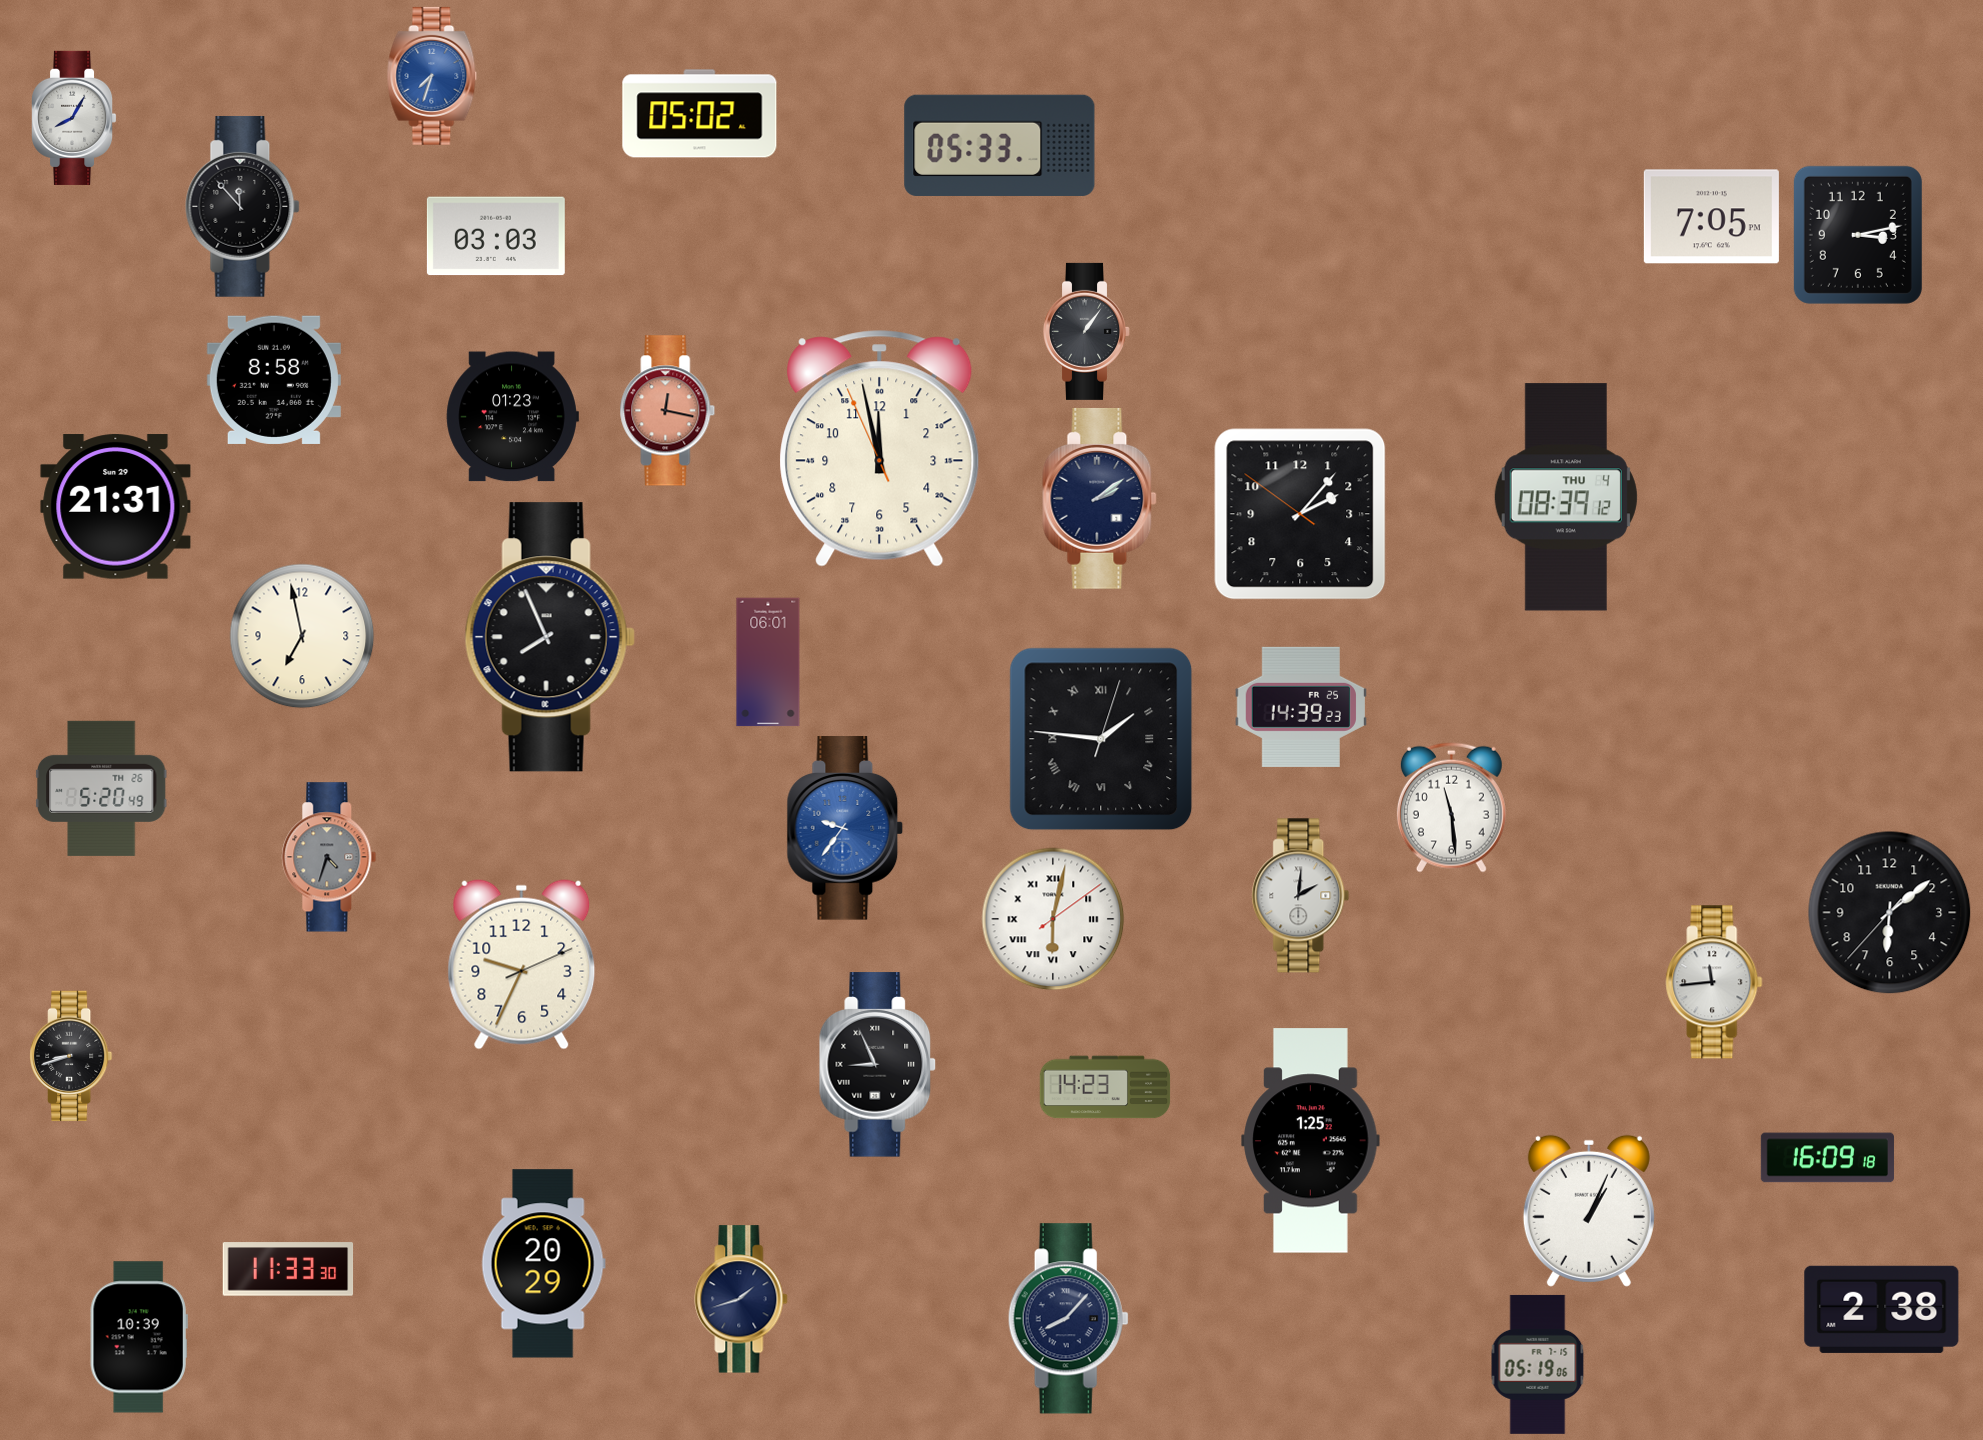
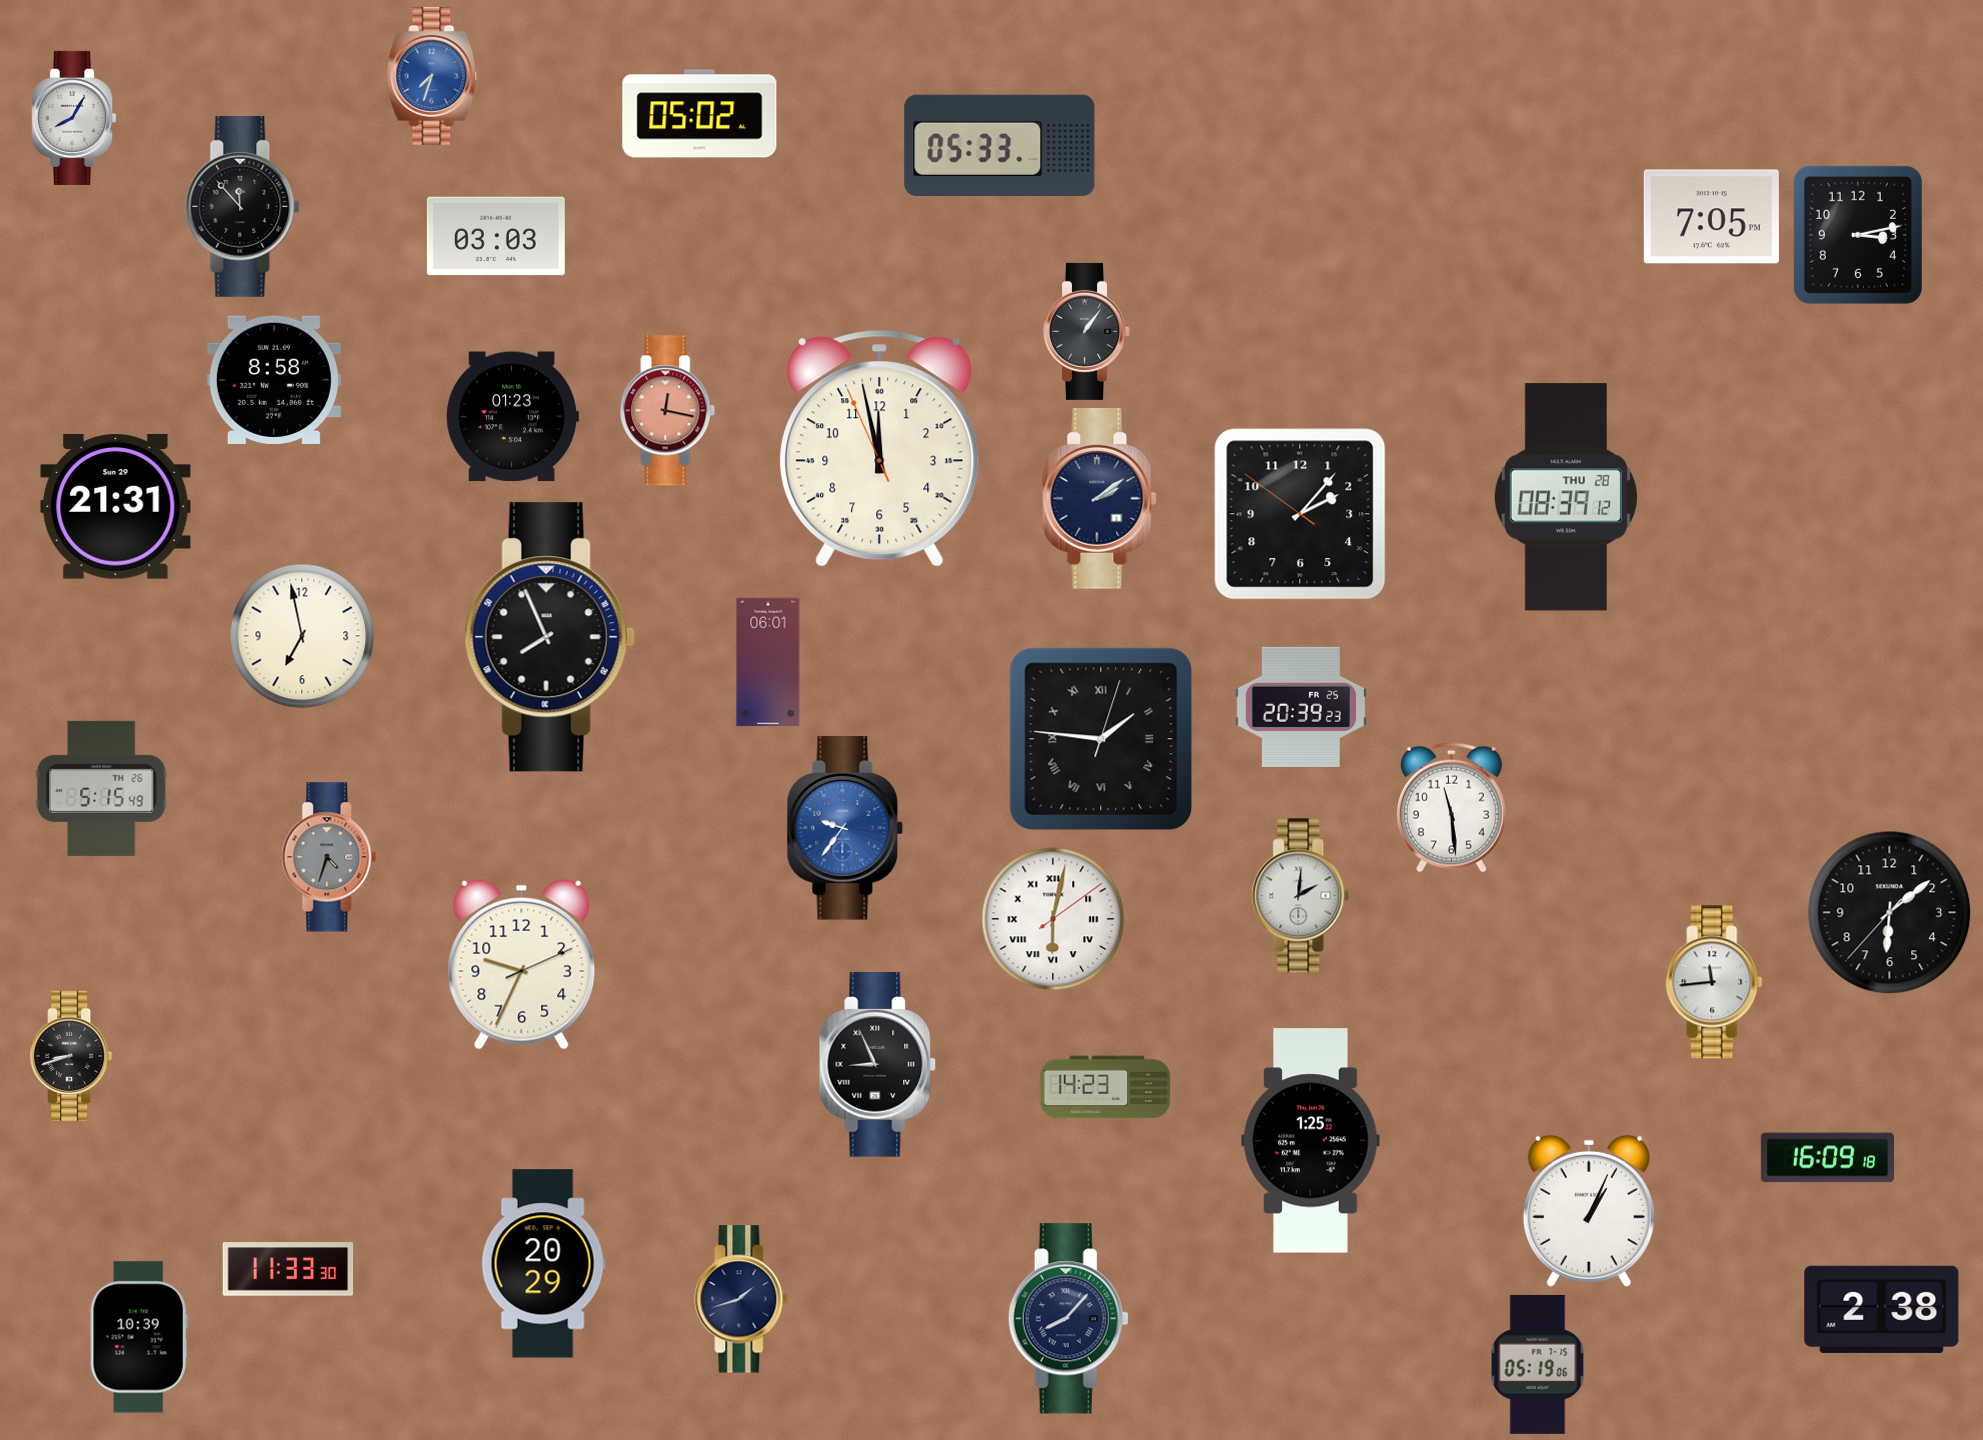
clock at (1566, 497) date: THU 4 -> THU 28
clock at (1301, 707): 14:39 -> 20:39
clock at (102, 788): 5:20 -> 5:15
